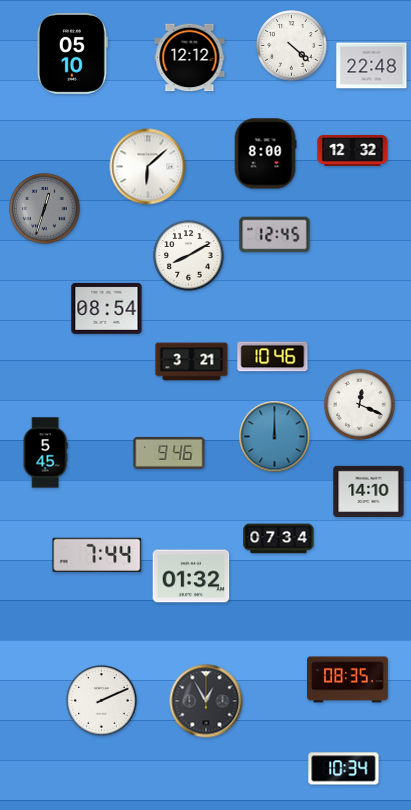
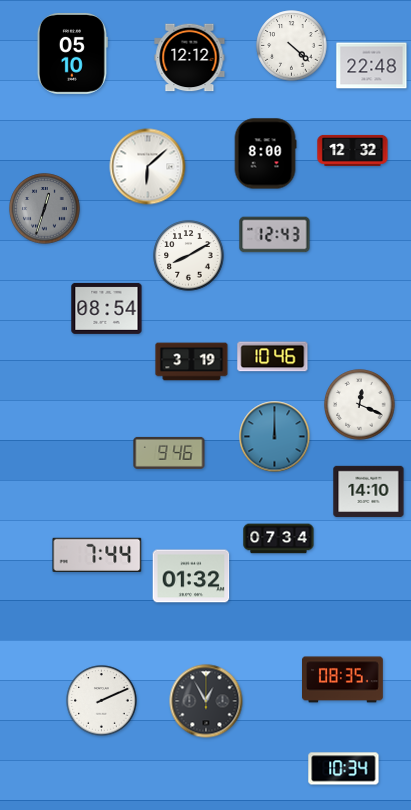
clock at (275, 235): 12:45 -> 12:43
clock at (192, 362): 3:21 -> 3:19
clock at (45, 453): 5:45 -> none
clock at (348, 680) position: (348, 680) -> (343, 680)
